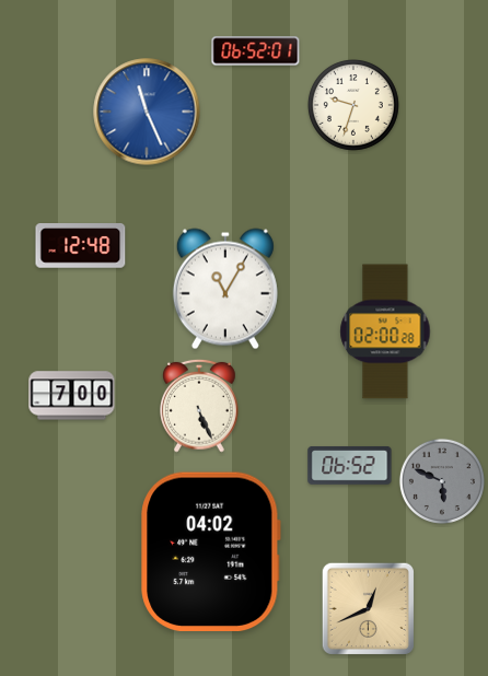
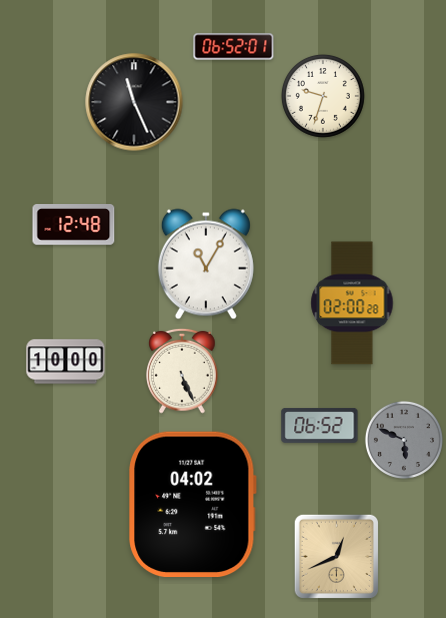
clock at (147, 112) dial: blue -> black
clock at (72, 396): 7:00 -> 10:00
